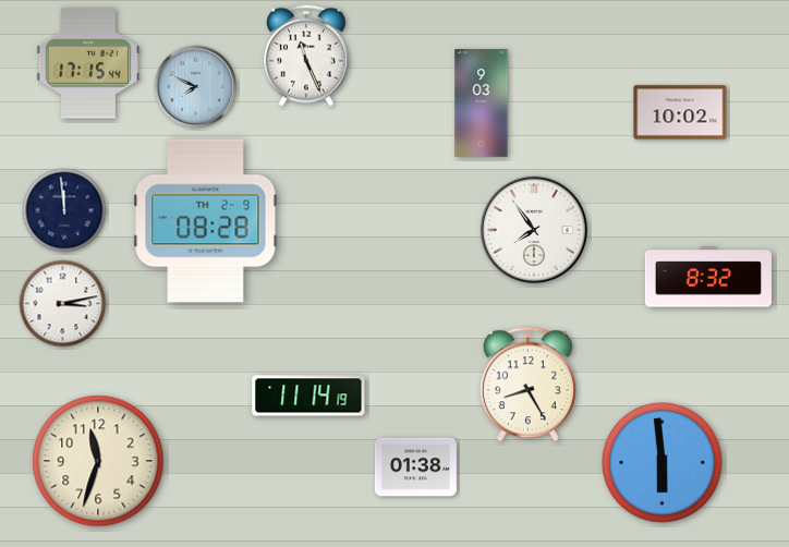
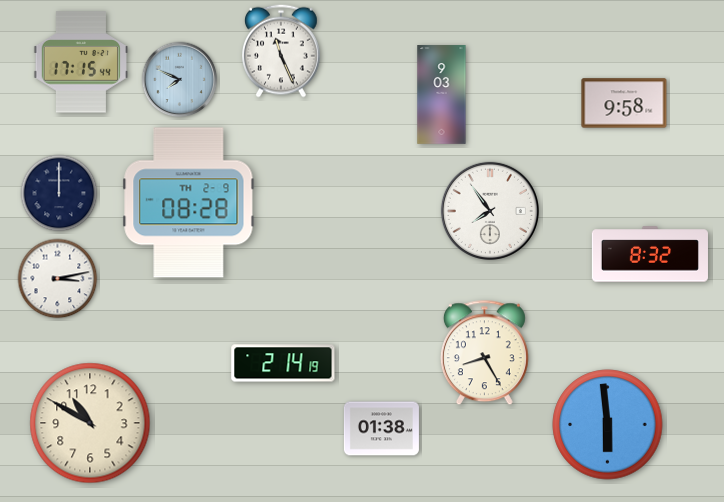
clock at (87, 63) position: (87, 63) -> (80, 62)
clock at (680, 112): 10:02 -> 9:58
clock at (64, 210): 11:59 -> 12:00
clock at (308, 396): 11:14 -> 2:14
clock at (98, 461): 11:33 -> 10:50
